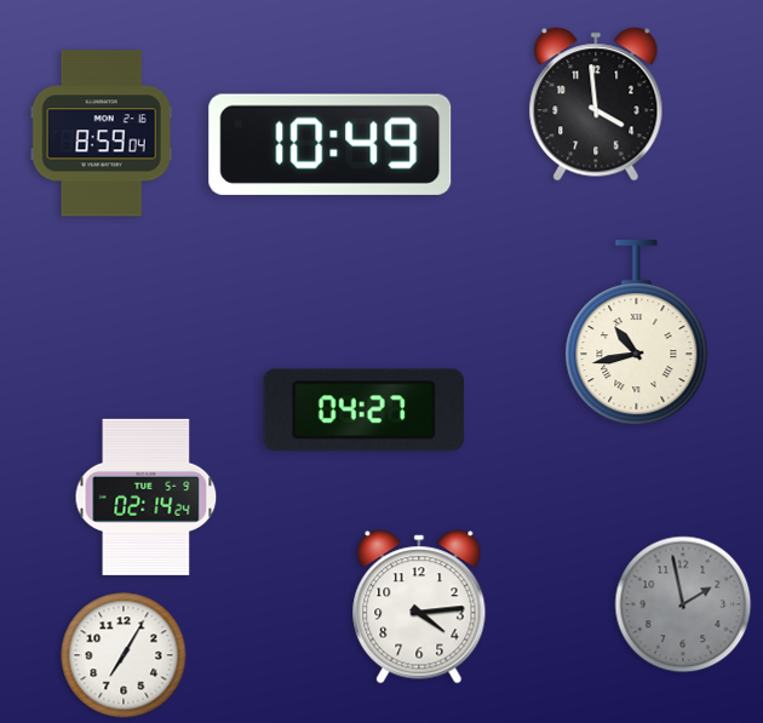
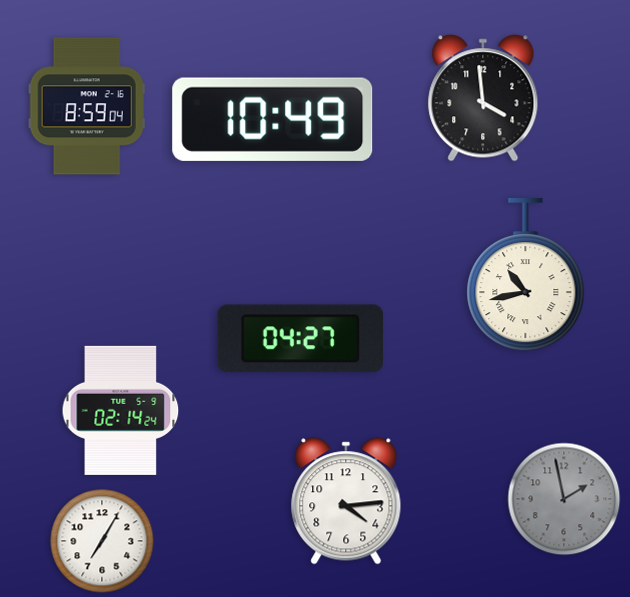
clock at (596, 104) position: (596, 104) -> (483, 98)
clock at (102, 133) position: (102, 133) -> (87, 106)
